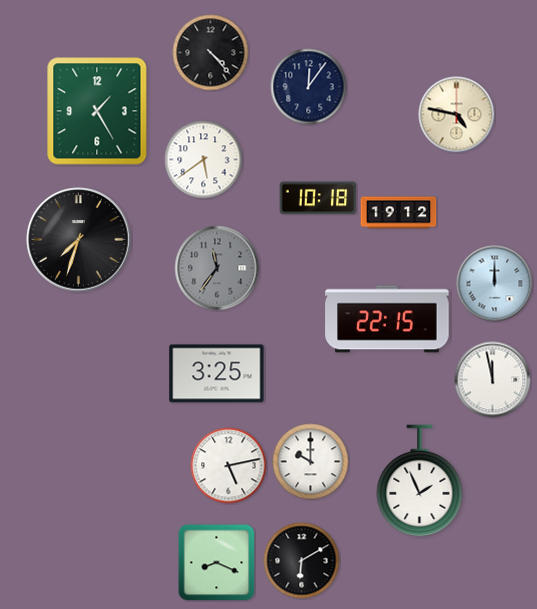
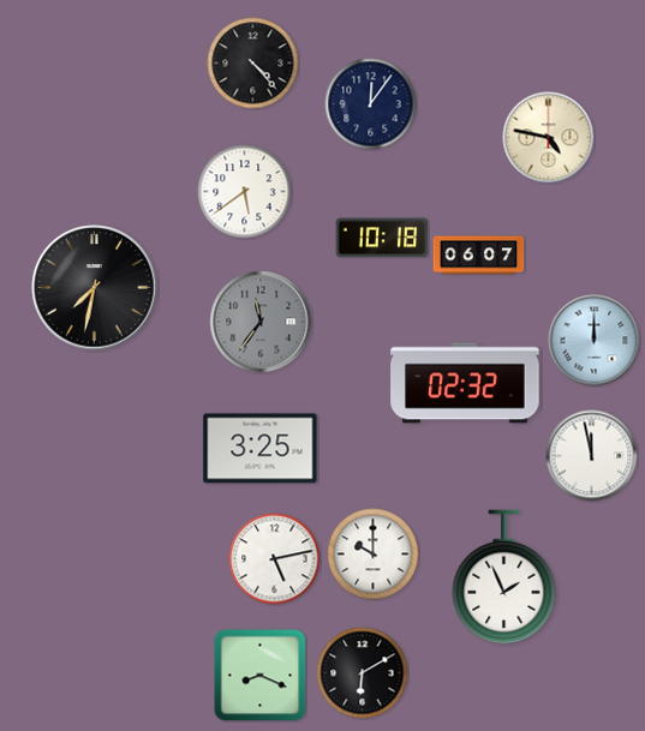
clock at (97, 111): 1:25 -> none
clock at (399, 213): 19:12 -> 06:07
clock at (79, 240): 7:33 -> 7:32
clock at (387, 319): 22:15 -> 02:32
